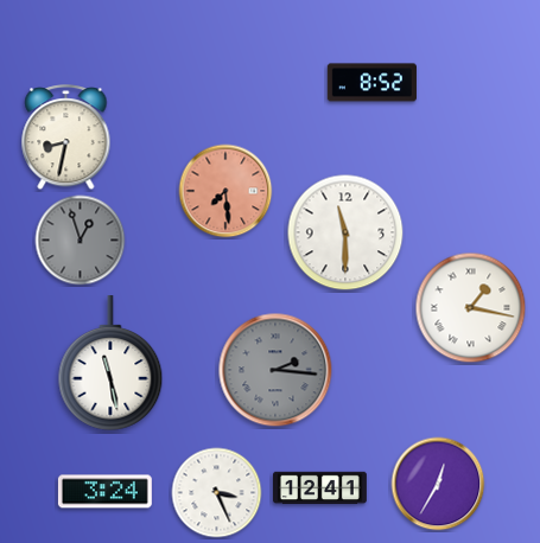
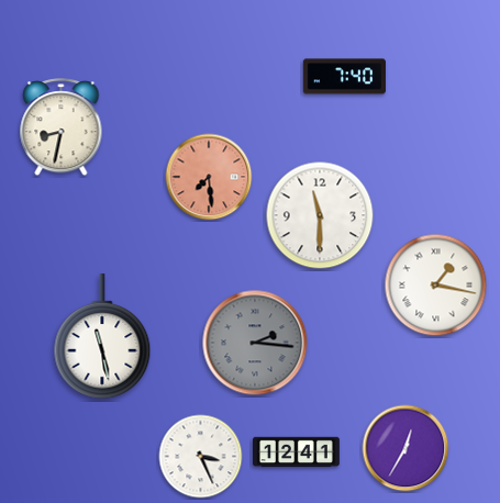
clock at (371, 83): 8:52 -> 7:40
clock at (81, 241): 12:57 -> none
clock at (104, 492): 3:24 -> none
